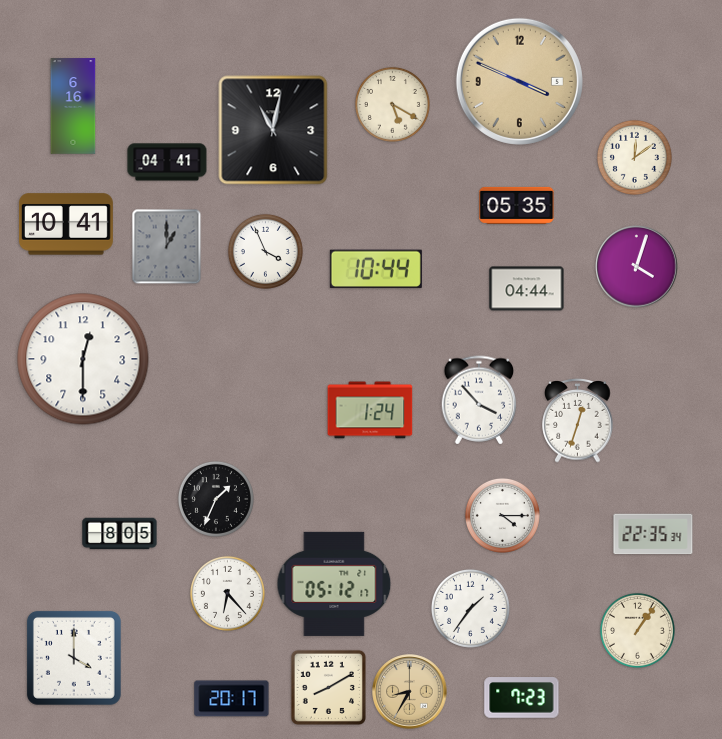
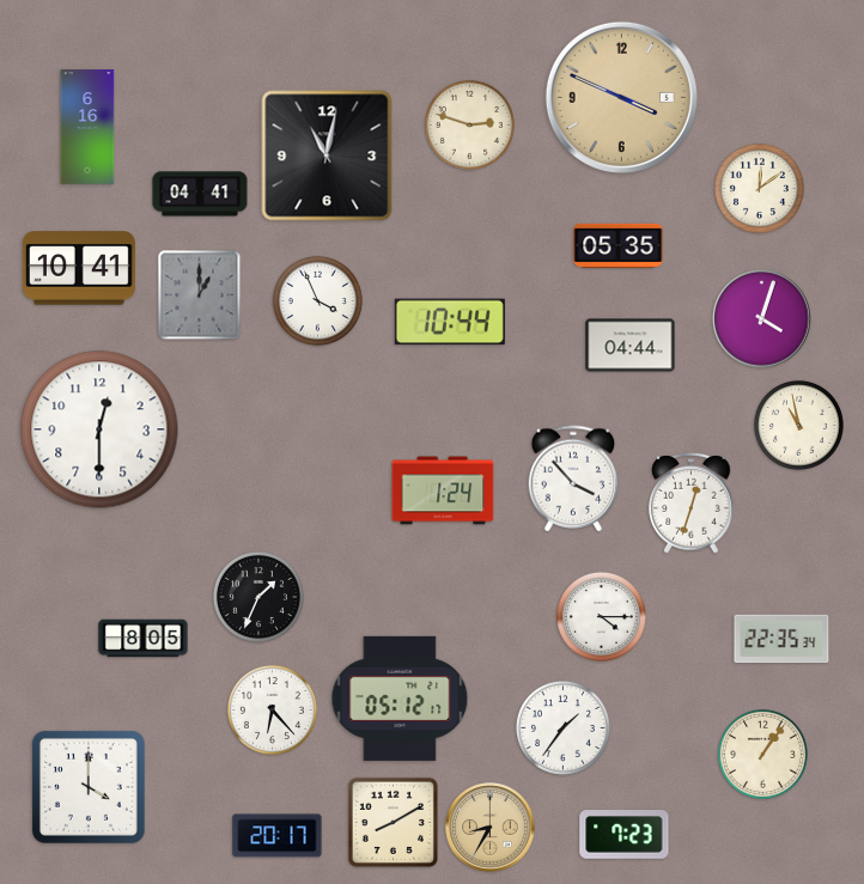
clock at (392, 104): 5:20 -> 2:48
clock at (798, 425): none -> 10:58
